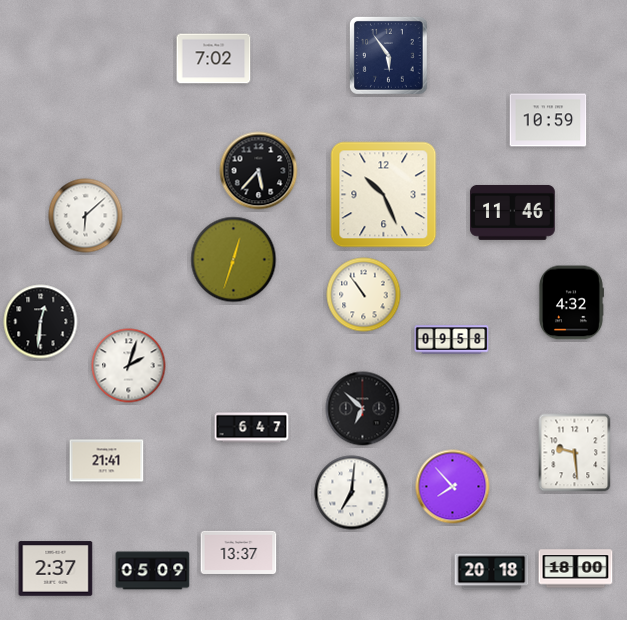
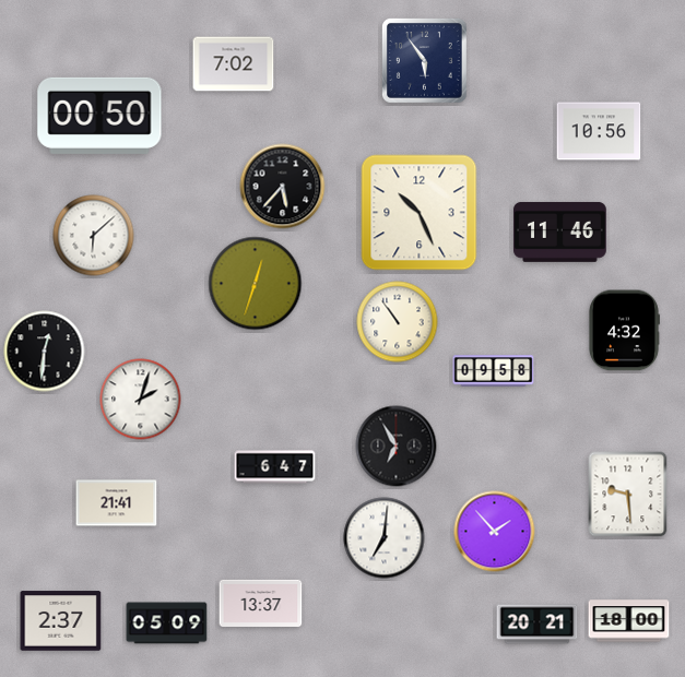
clock at (99, 116): none -> 00:50
clock at (548, 120): 10:59 -> 10:56
clock at (363, 409): 6:52 -> 6:55
clock at (453, 487): 7:53 -> 1:53
clock at (492, 572): 20:18 -> 20:21
